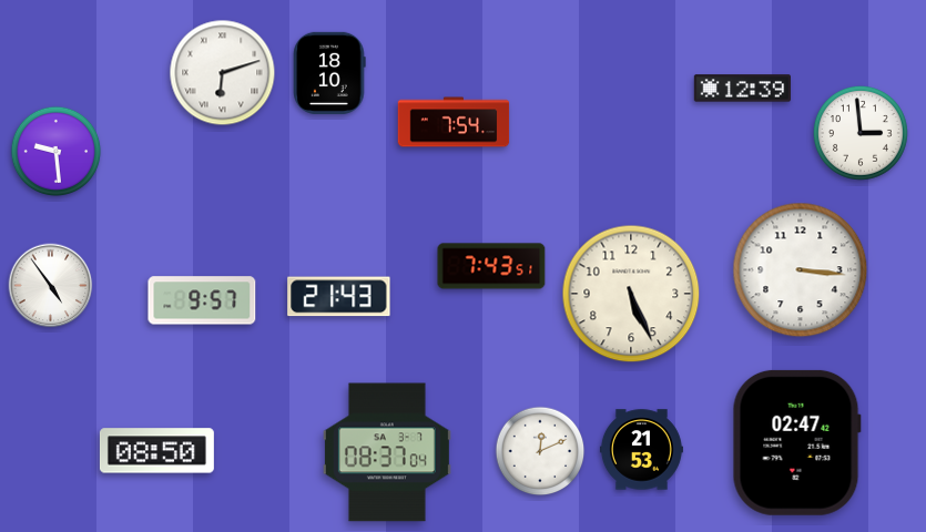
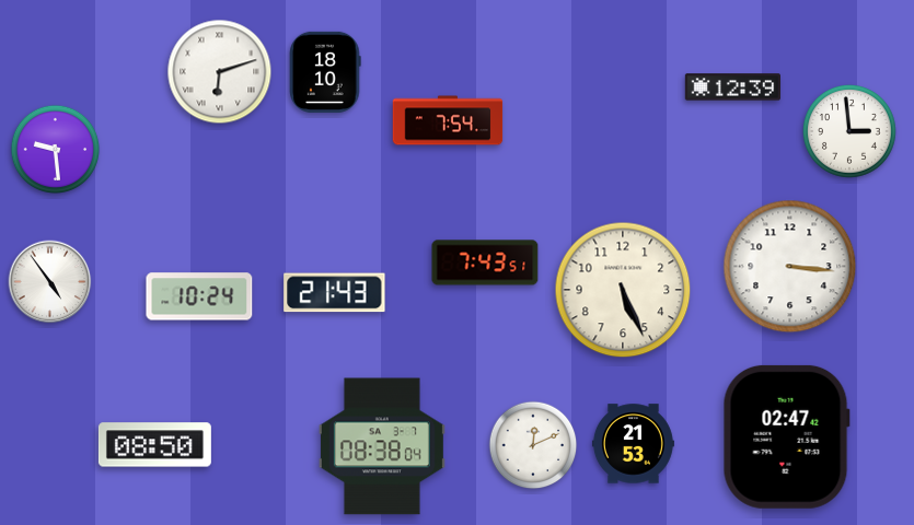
clock at (202, 300): 9:57 -> 10:24
clock at (387, 452): 08:37 -> 08:38
